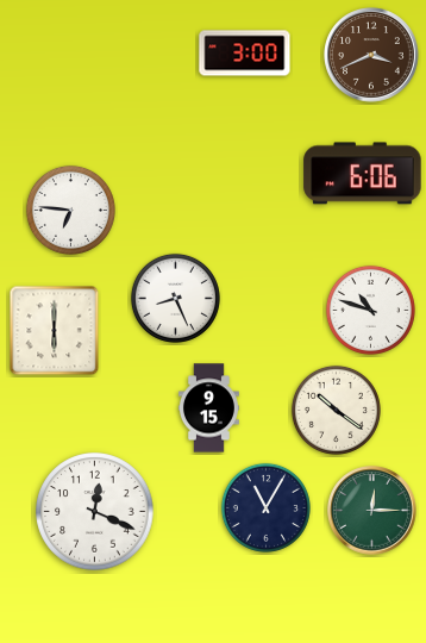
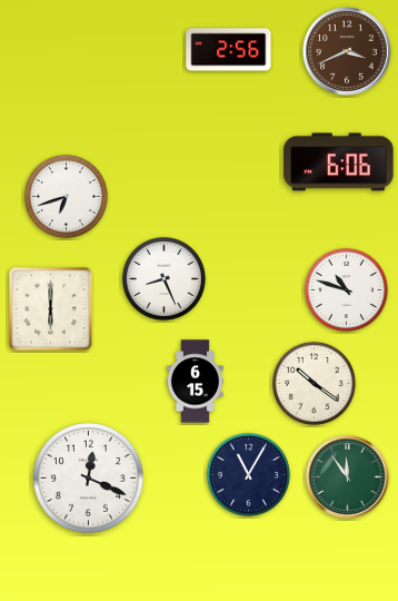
clock at (245, 54): 3:00 -> 2:56
clock at (70, 210): 6:46 -> 6:42
clock at (208, 408): 9:15 -> 6:15
clock at (372, 511): 12:15 -> 11:54
